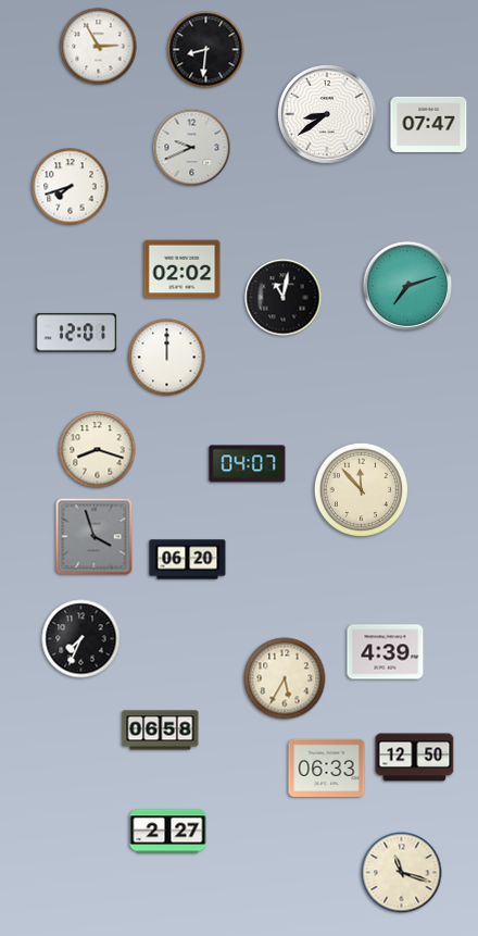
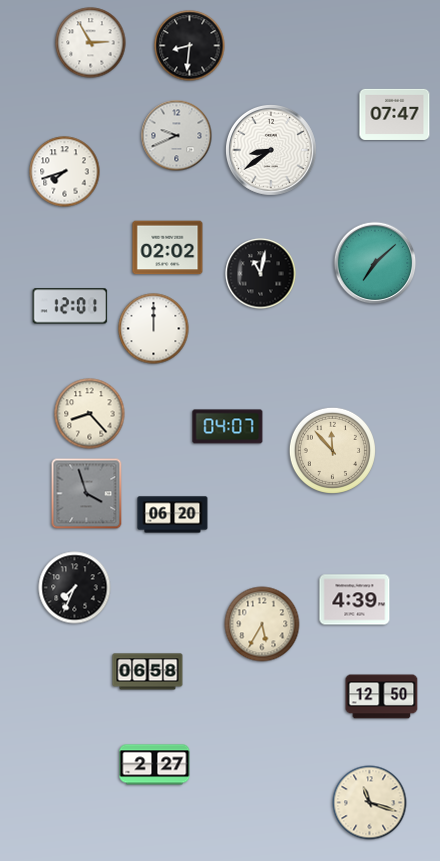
clock at (328, 115) position: (328, 115) -> (272, 151)
clock at (407, 286): 7:12 -> 7:08
clock at (98, 450): 8:18 -> 8:23
clock at (327, 767): 06:33 -> none
